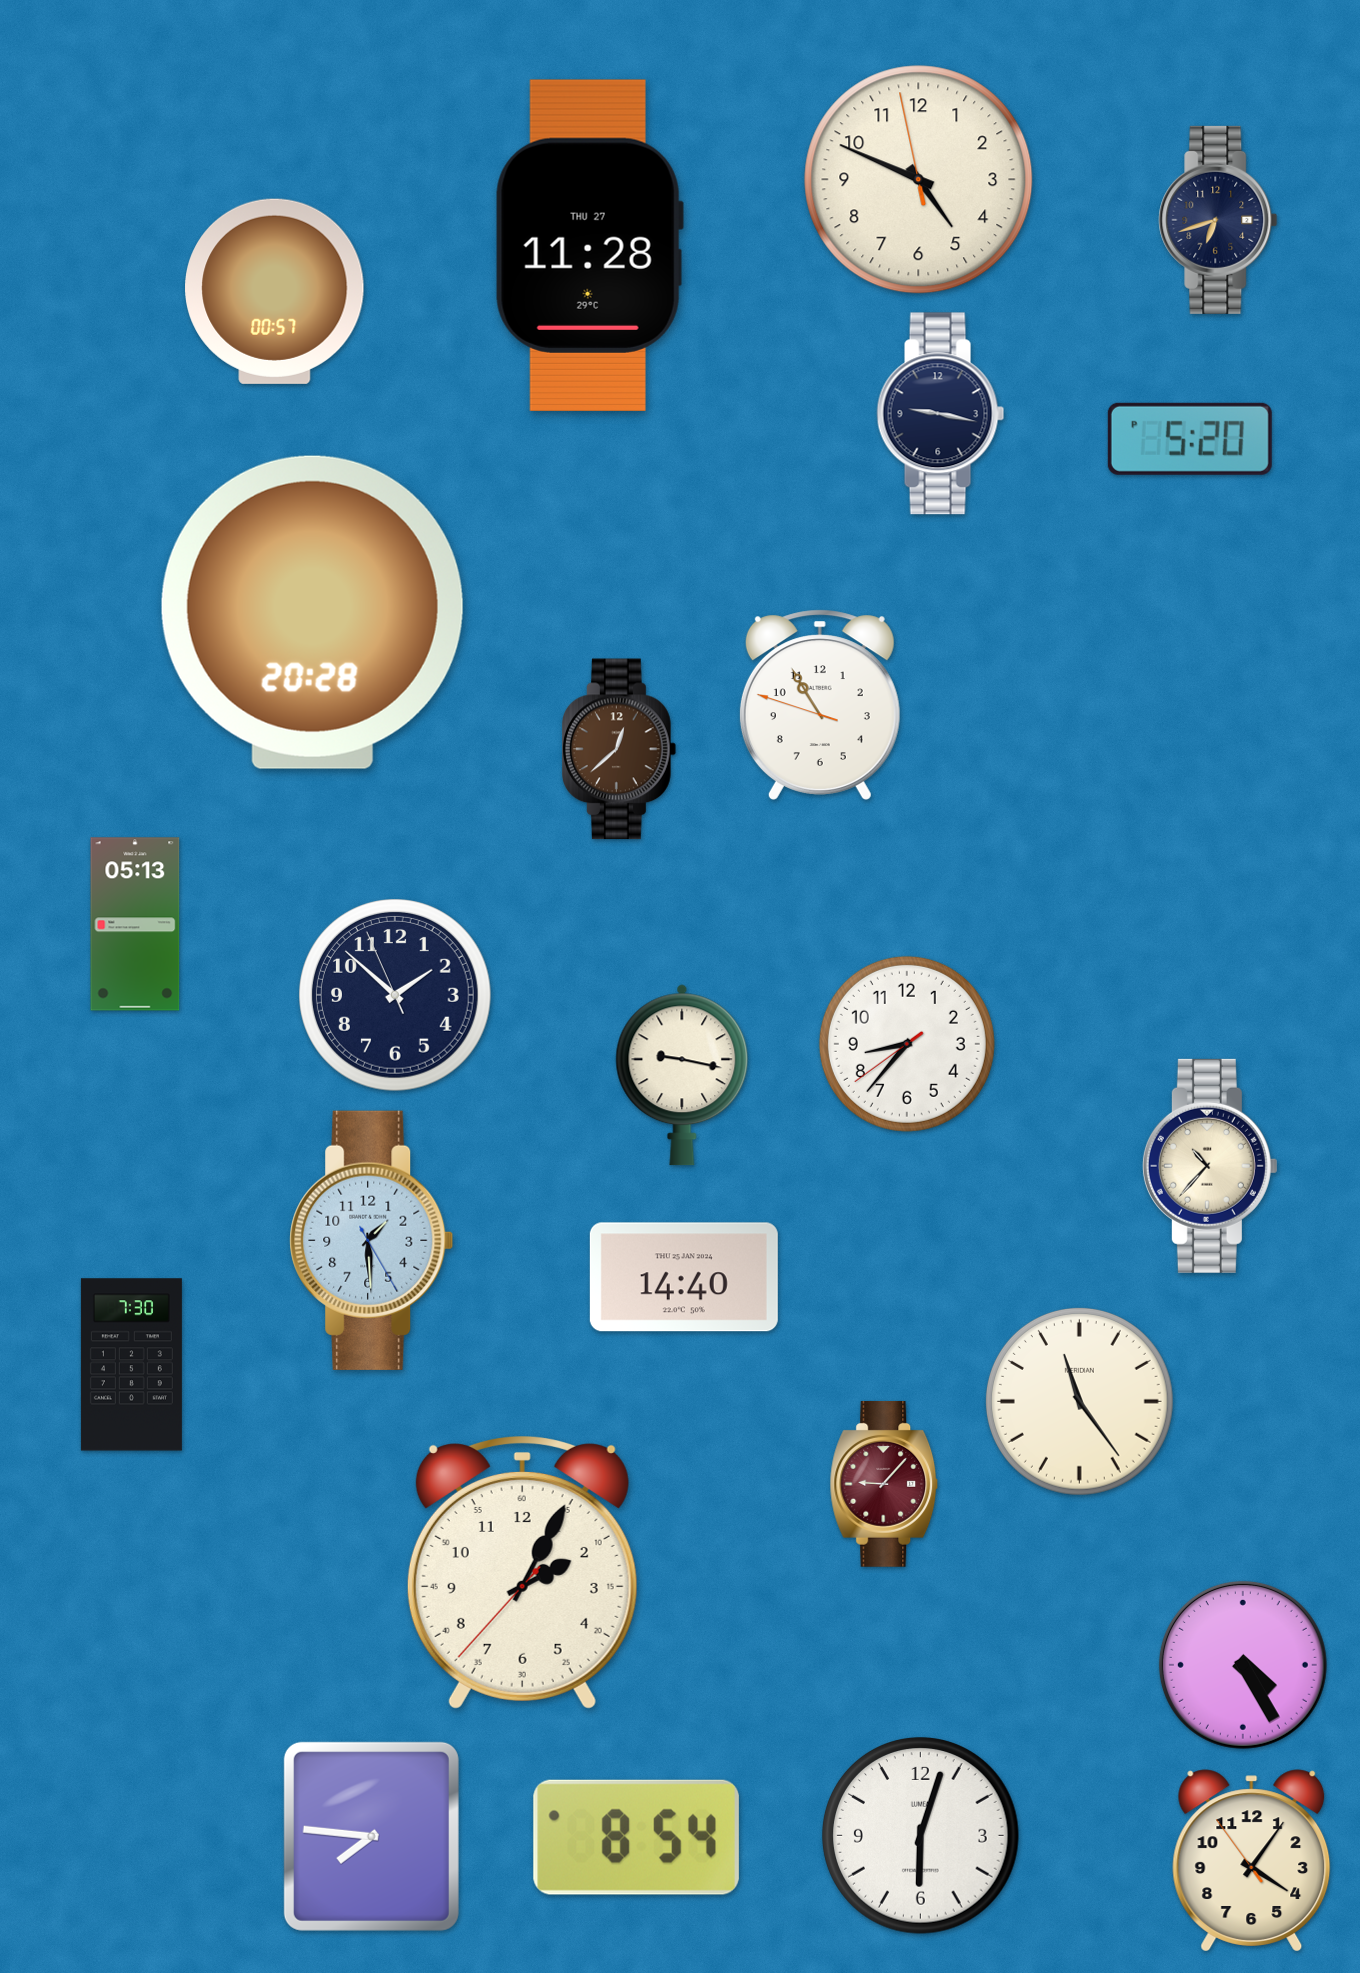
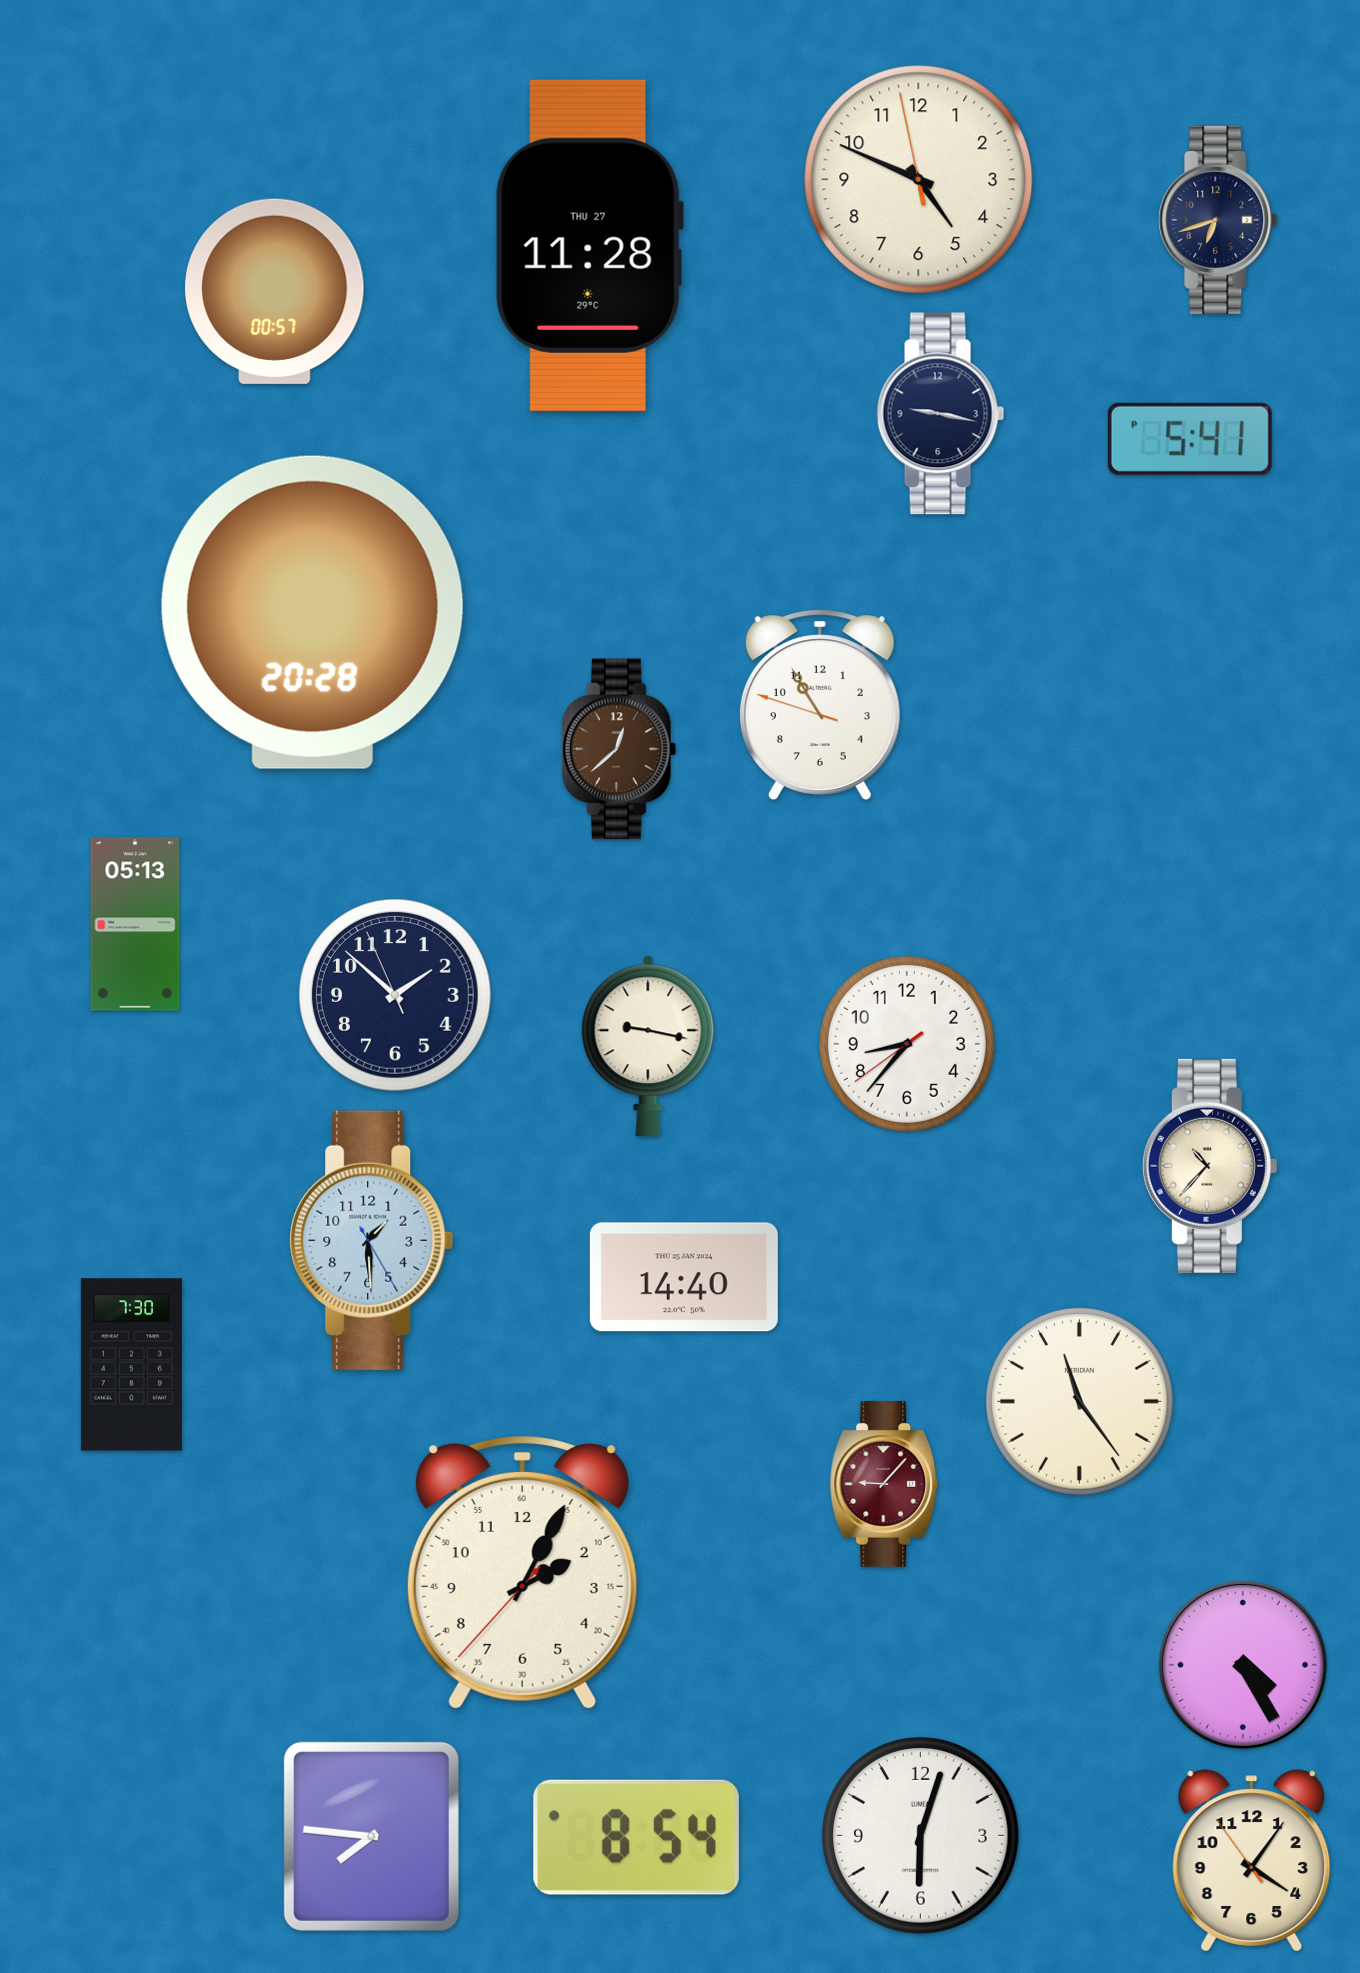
clock at (1190, 439): 5:20 -> 5:41
clock at (682, 1075) position: (682, 1075) -> (648, 1046)
